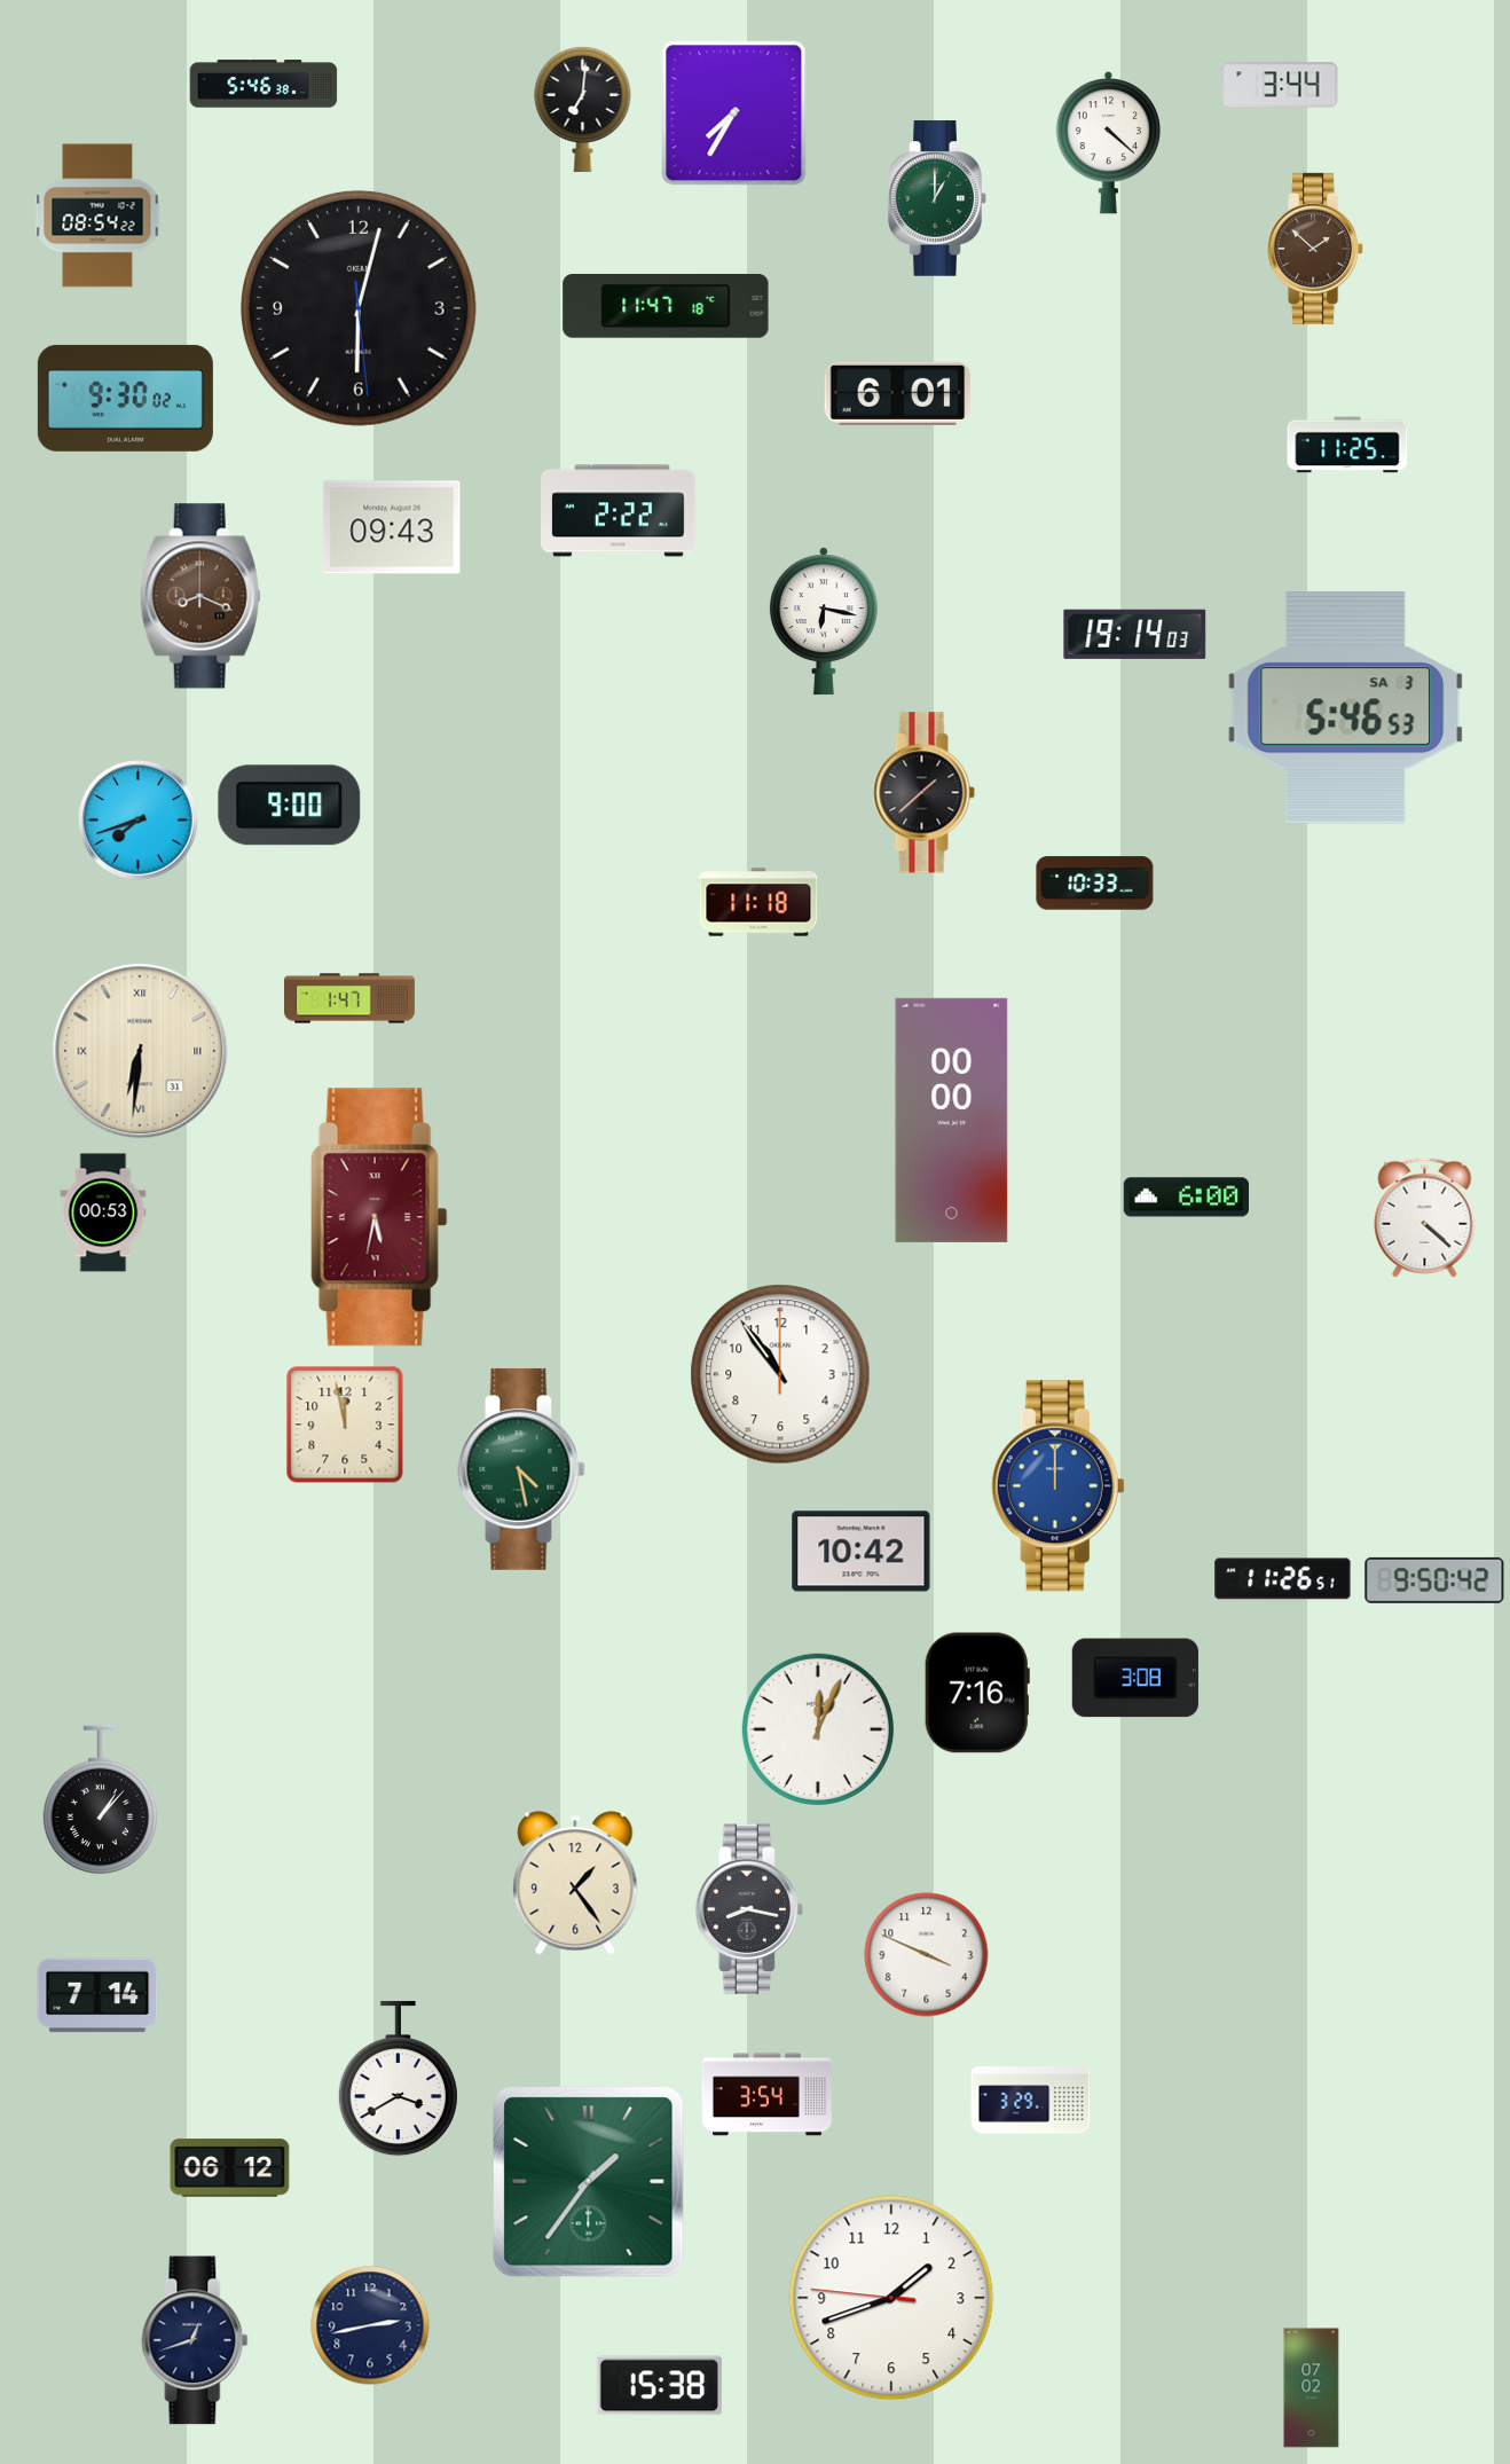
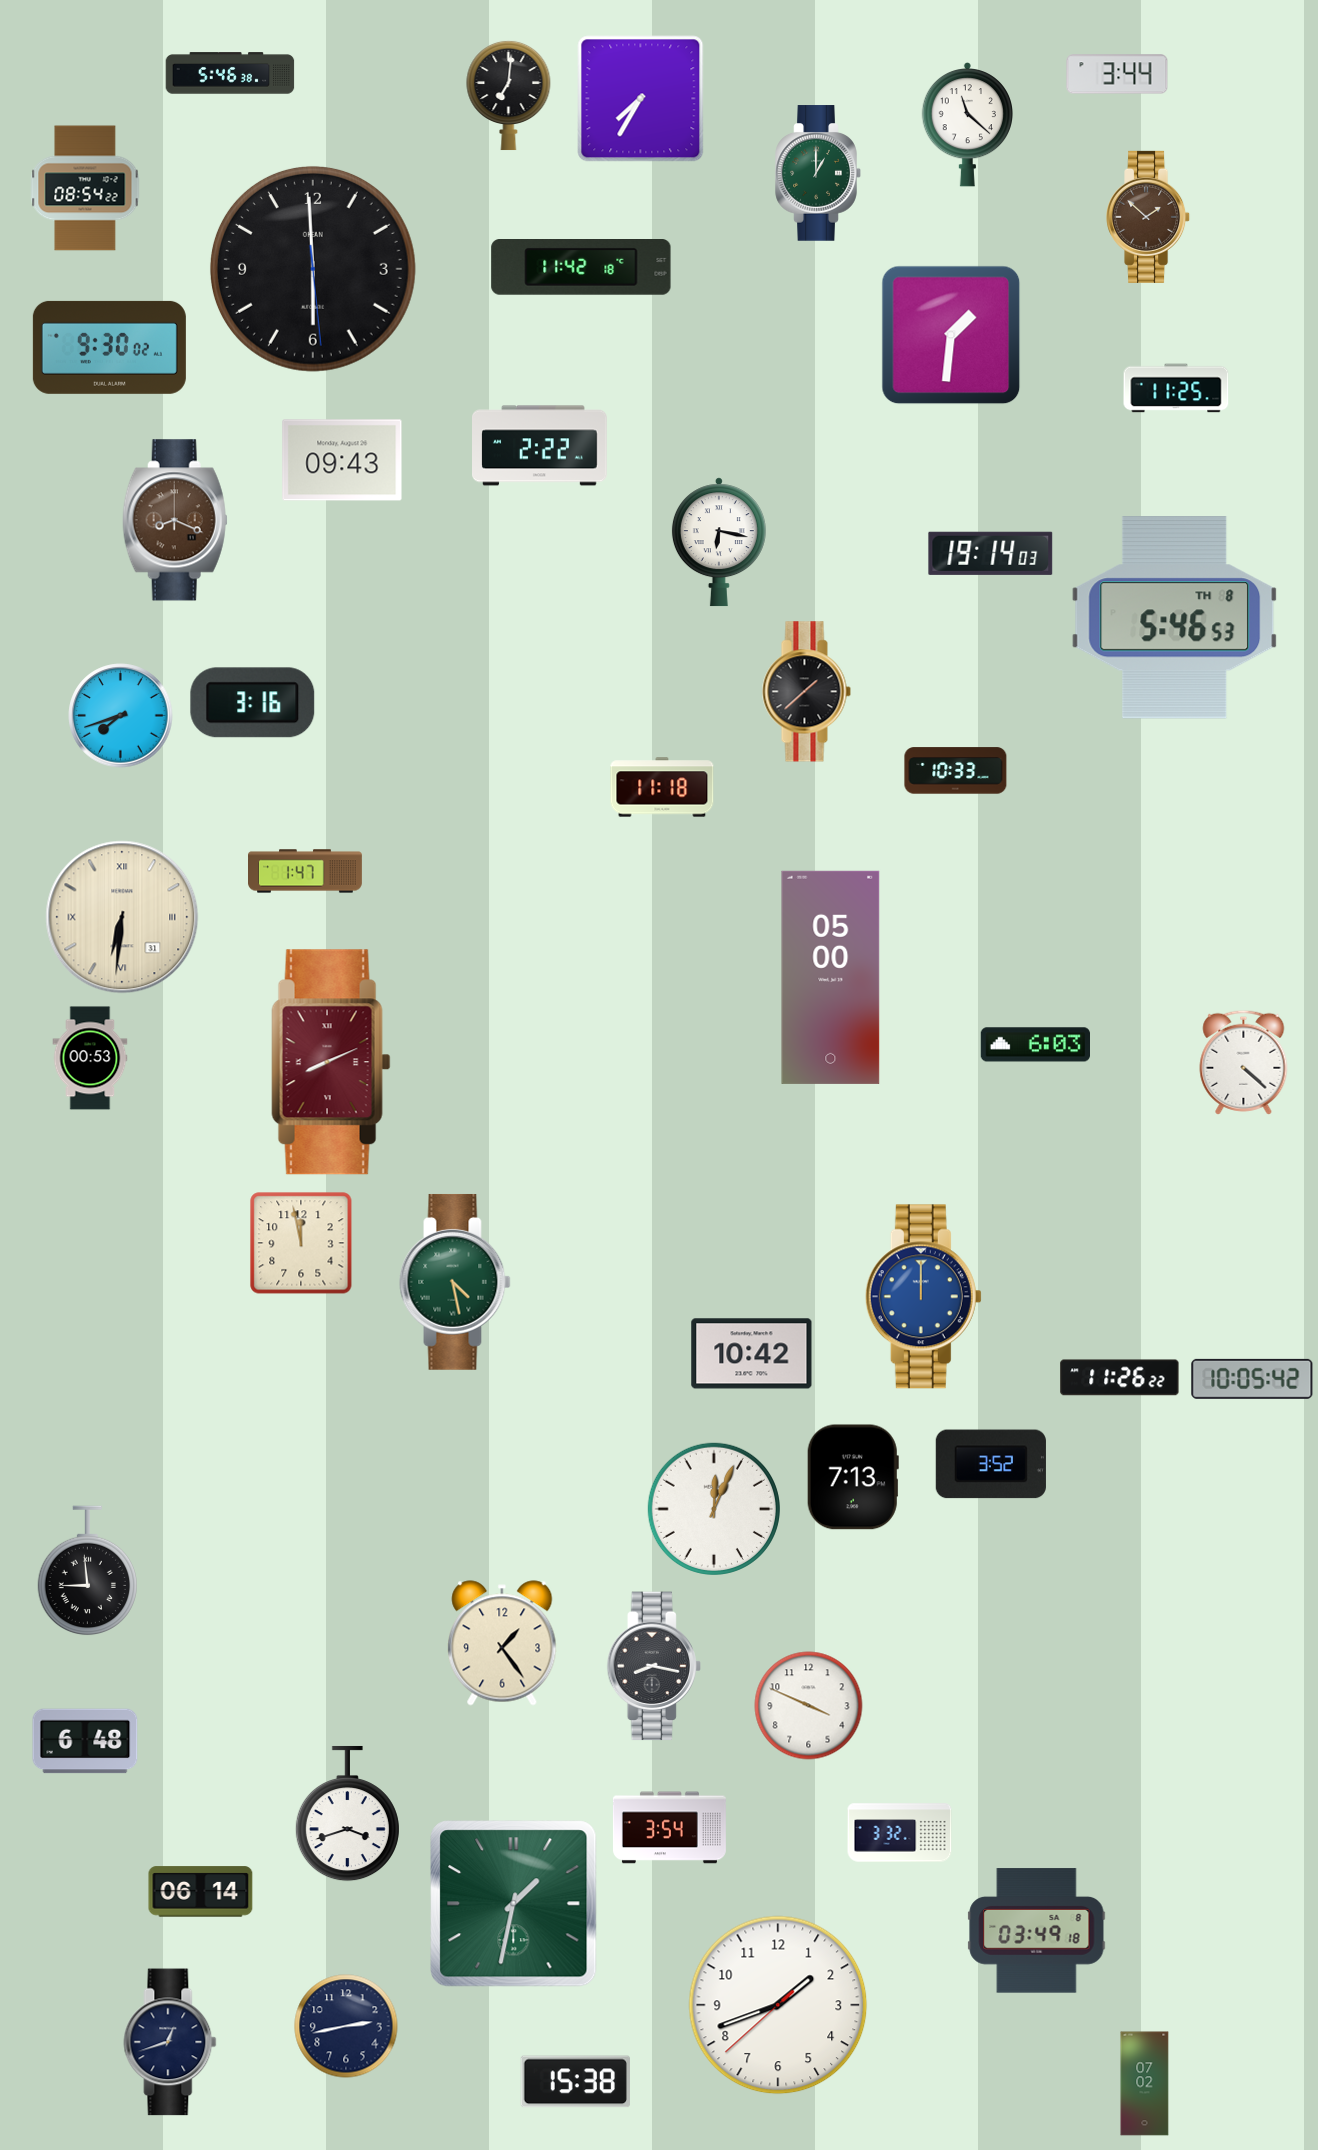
clock at (1108, 143): 4:22 -> 11:22
clock at (666, 307): 11:47 -> 11:42
clock at (359, 308): 6:02 -> 5:59
clock at (951, 335): none -> 1:31
clock at (898, 393): 6:01 -> none
clock at (1346, 708) date: SA 3 -> TH 8
clock at (290, 806): 9:00 -> 3:16
clock at (952, 1120): 00:00 -> 05:00
clock at (1187, 1198): 6:00 -> 6:03
clock at (379, 1217): 5:32 -> 8:11
clock at (780, 1374): 10:54 -> none
clock at (1283, 1579): 11:26:51 -> 11:26:22
clock at (1434, 1580): 9:50 -> 10:05
clock at (1135, 1678): 3:08 -> 3:52
clock at (977, 1693): 7:16 -> 7:13
clock at (100, 1800): 1:07 -> 8:59
clock at (97, 1995): 7:14 -> 6:48
clock at (398, 2079): 3:40 -> 3:42
clock at (1031, 2101): 3:29 -> 3:32
clock at (230, 2168): 06:12 -> 06:14
clock at (589, 2182): 1:36 -> 1:32
clock at (1037, 1931): none -> 03:49
clock at (891, 2298): 1:41:46 -> 1:41:38
clock at (370, 2325) position: (370, 2325) -> (346, 2026)
